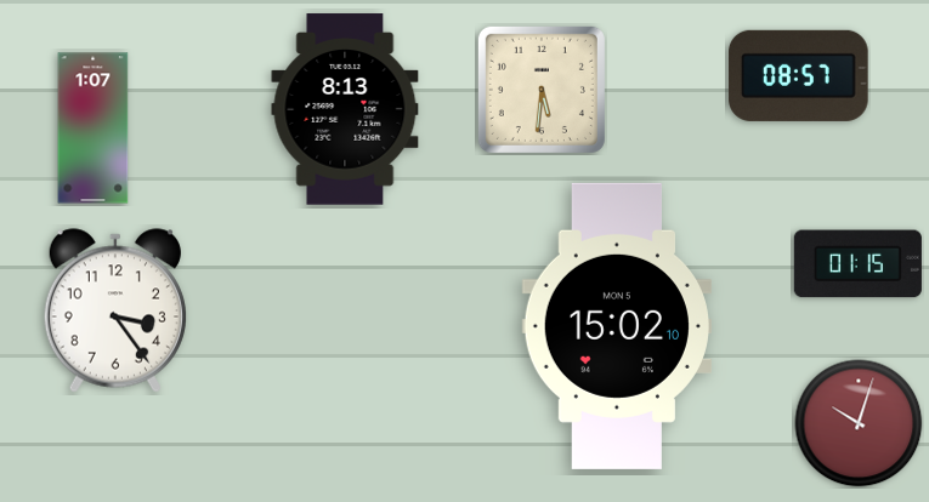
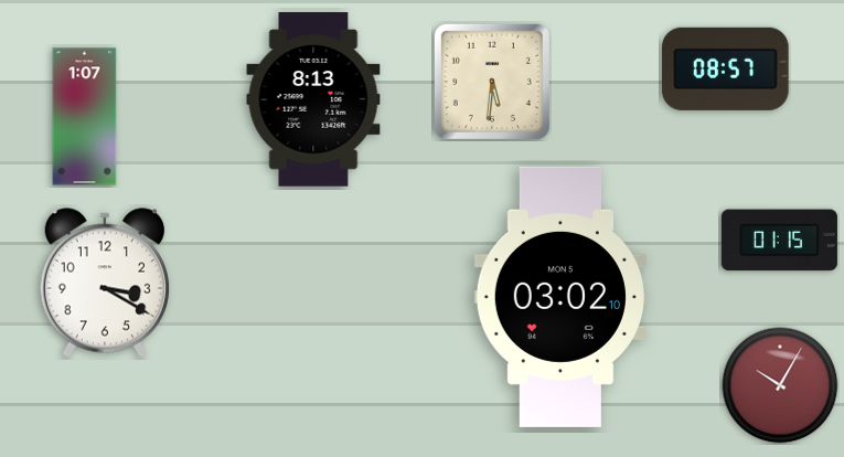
clock at (115, 310): 3:24 -> 3:20
clock at (617, 326): 15:02 -> 03:02
clock at (859, 423): 10:03 -> 10:05
